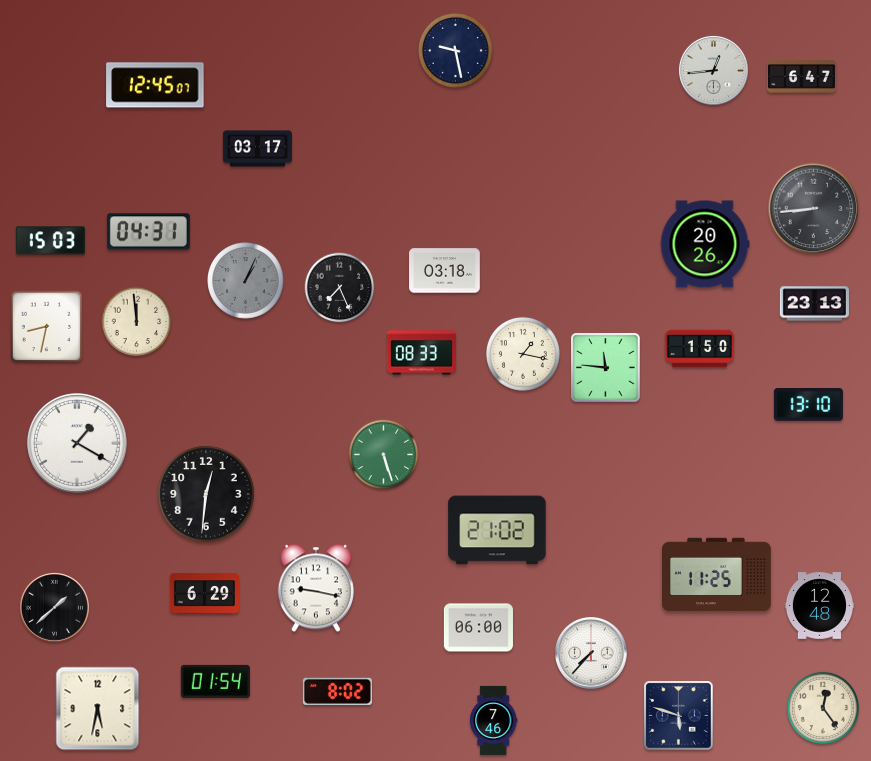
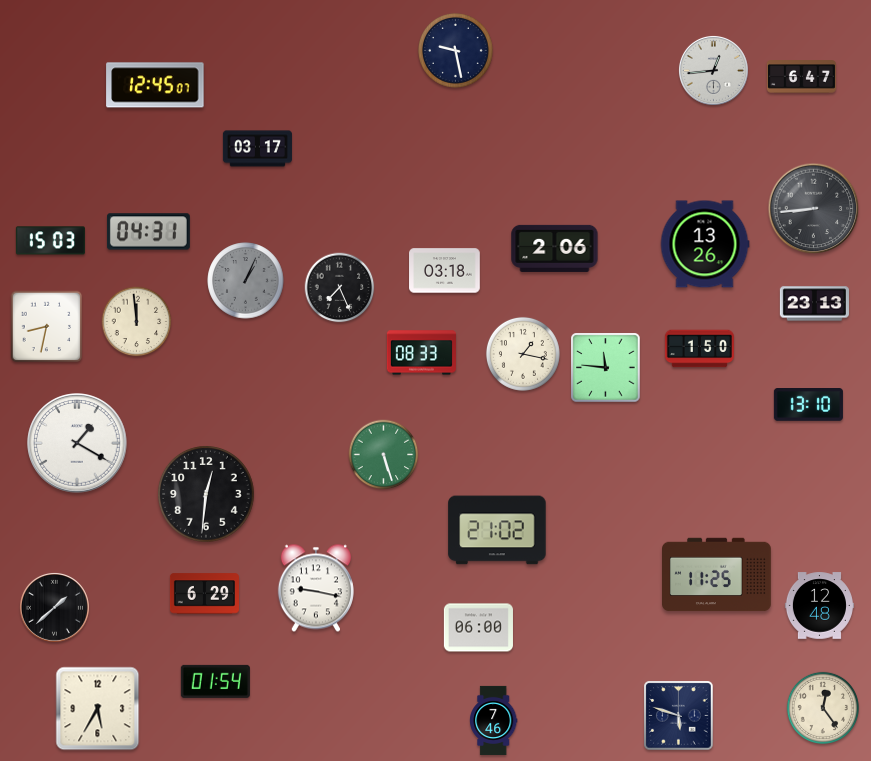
clock at (705, 244): 20:26 -> 13:26
clock at (555, 248): none -> 2:06
clock at (591, 653): 7:37 -> none
clock at (337, 691): 8:02 -> none
clock at (98, 709): 5:32 -> 5:35
